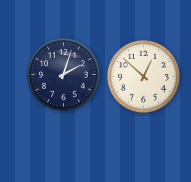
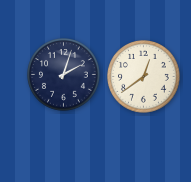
clock at (144, 77): 12:52 -> 12:39
